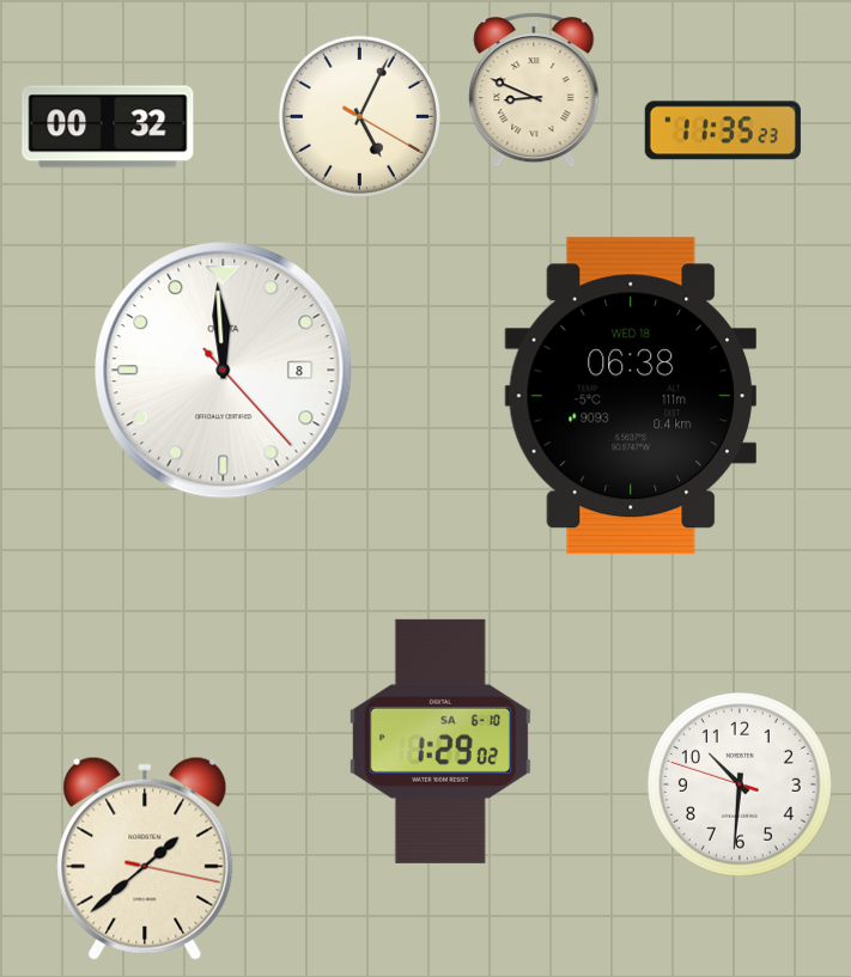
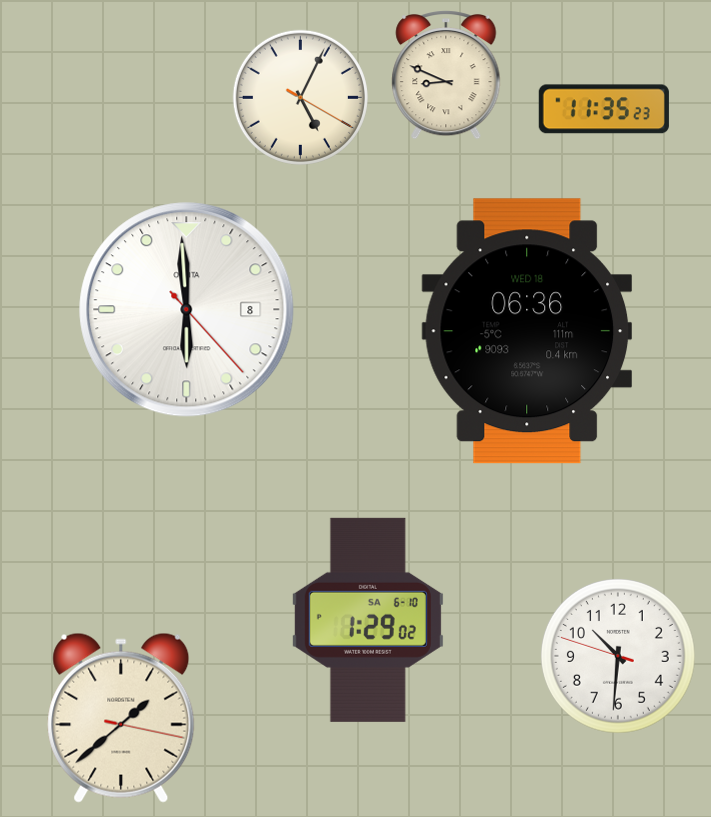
clock at (108, 127): 00:32 -> none
clock at (224, 371): 11:59 -> 5:59
clock at (630, 396): 06:38 -> 06:36
